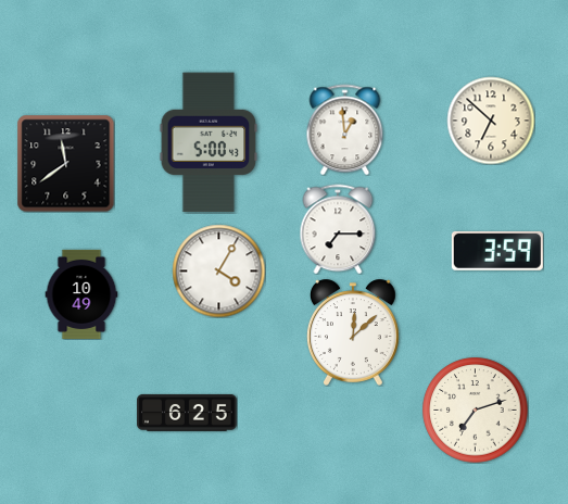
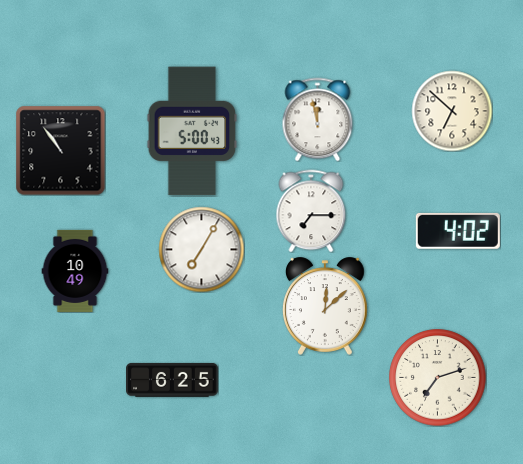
clock at (345, 129): 12:59 -> 11:58
clock at (65, 163): 11:39 -> 10:54
clock at (497, 251): 3:59 -> 4:02
clock at (218, 270): 4:05 -> 7:05
